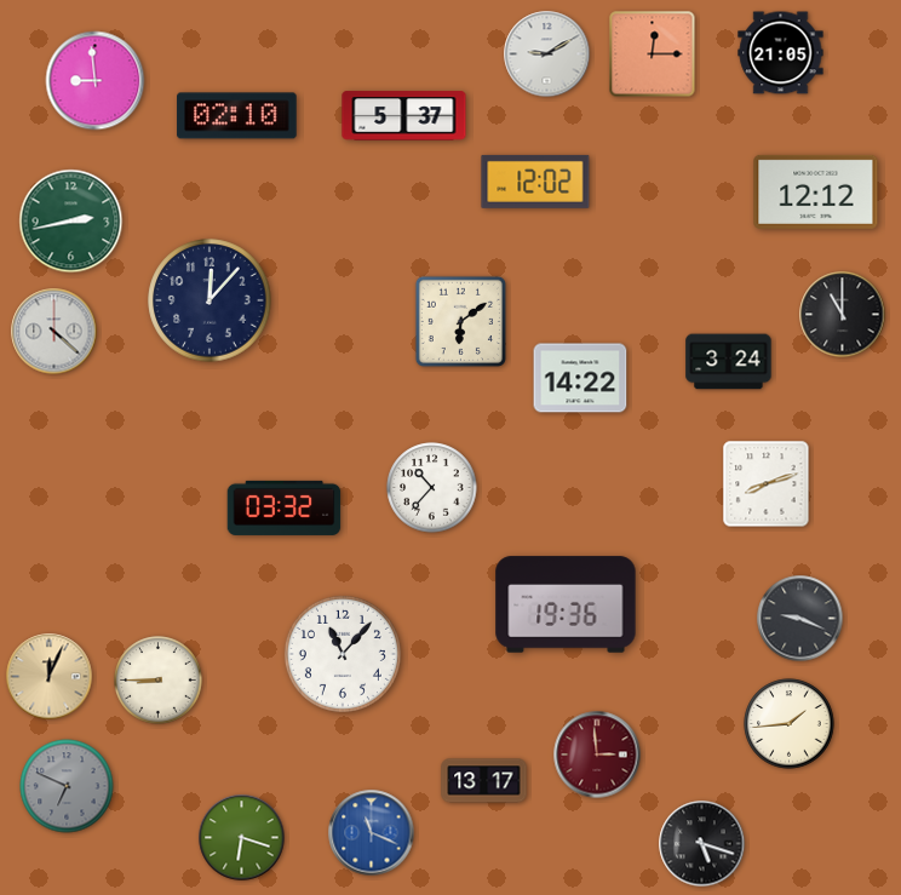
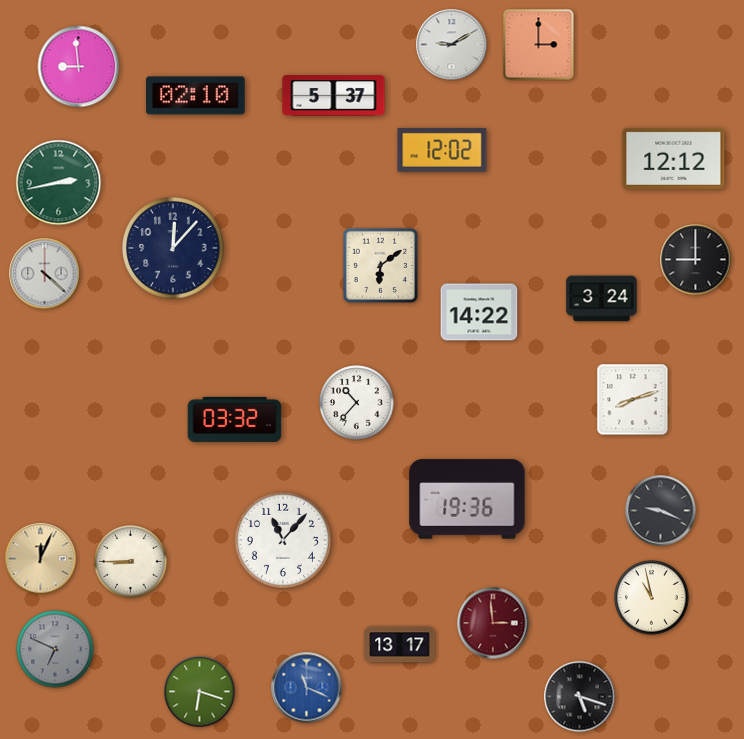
clock at (781, 53): 21:05 -> none
clock at (653, 54): 12:15 -> 3:00
clock at (843, 315): 11:00 -> 9:00
clock at (790, 724): 1:44 -> 10:58
